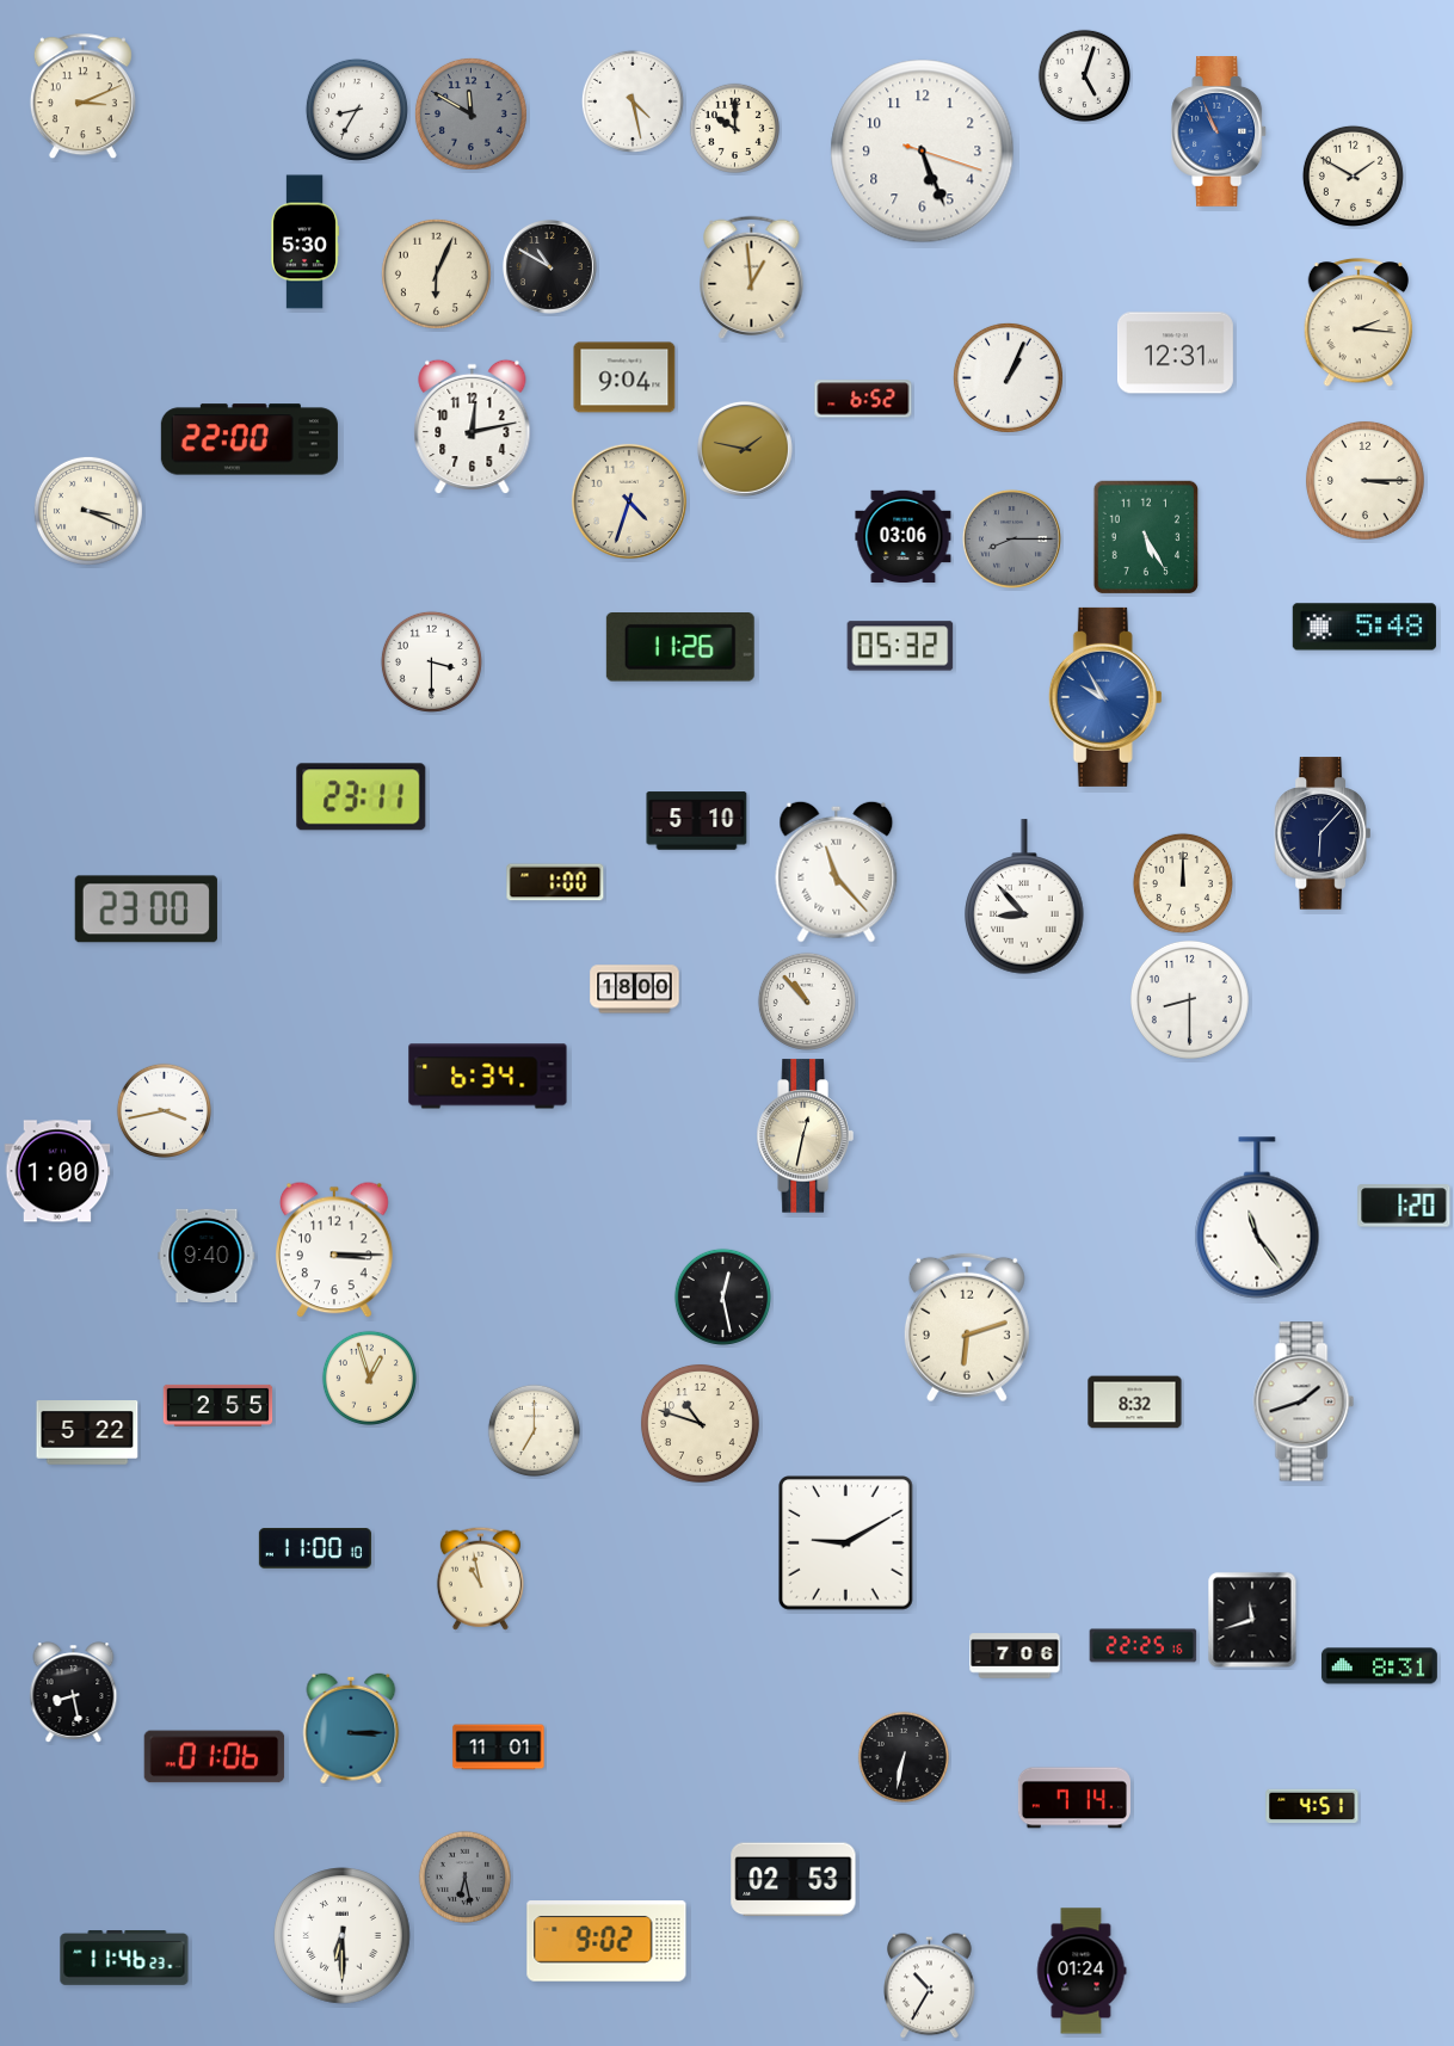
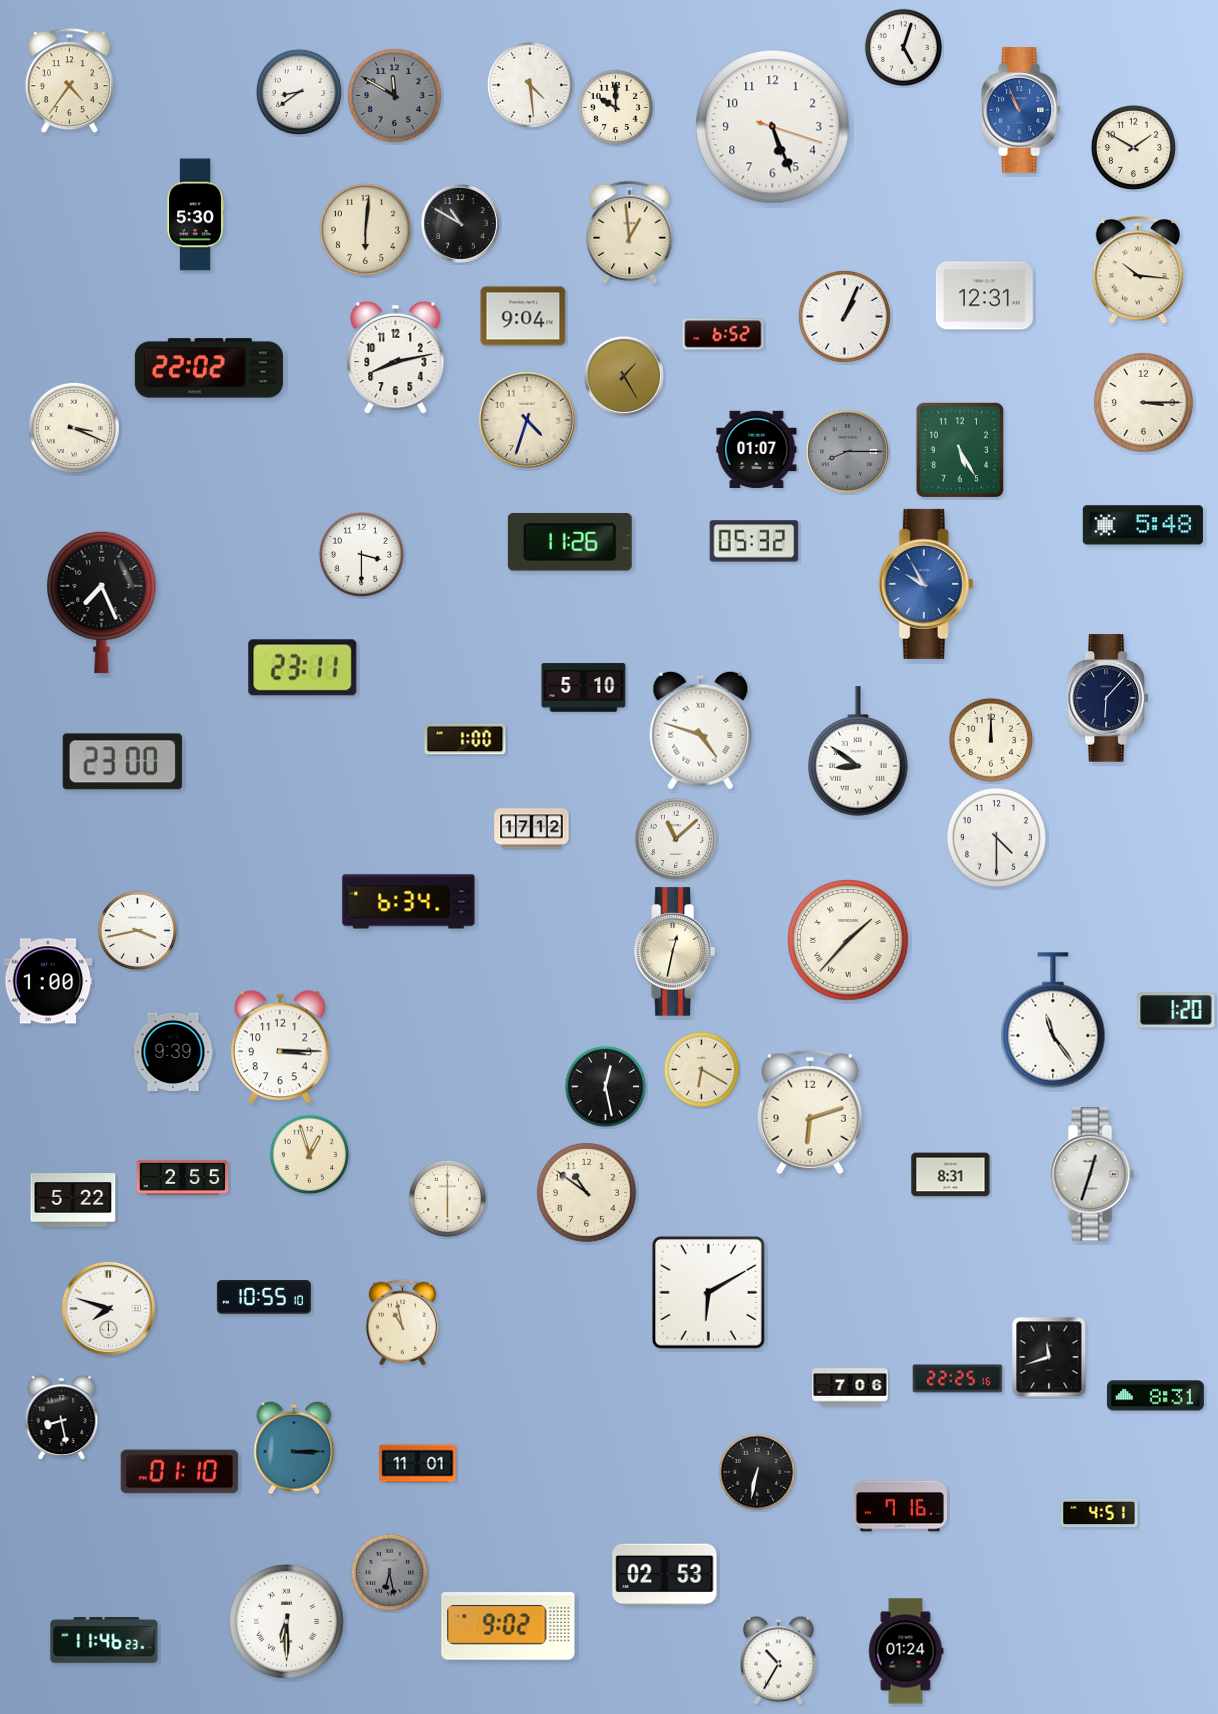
clock at (1084, 75) position: (1084, 75) -> (903, 47)
clock at (82, 97): 3:11 -> 4:36
clock at (633, 101): 4:28 -> 4:29
clock at (357, 110): 8:35 -> 8:39
clock at (304, 242) position: (304, 242) -> (195, 215)
clock at (436, 273): 6:04 -> 6:01
clock at (1357, 323): 2:16 -> 10:16
clock at (473, 427): 12:13 -> 8:13
clock at (249, 439): 22:00 -> 22:02
clock at (745, 449): 1:47 -> 1:25
clock at (904, 536): 03:06 -> 01:07
clock at (102, 602): none -> 7:26
clock at (837, 871): 11:23 -> 4:48
clock at (1024, 896): 8:53 -> 8:51
clock at (635, 990): 18:00 -> 17:12
clock at (1189, 999): 8:30 -> 4:30
clock at (807, 1002): 10:53 -> 11:08
clock at (848, 940): none -> 1:37
clock at (207, 1255): 9:40 -> 9:39
clock at (701, 1069): none -> 6:20
clock at (1304, 1401): 1:42 -> 12:33
clock at (1135, 1403): 8:32 -> 8:31
clock at (700, 1423): 10:48 -> 10:51
clock at (534, 1430): 7:00 -> 6:00
clock at (846, 1543): 9:10 -> 6:10
clock at (315, 1548): 11:00 -> 10:55
clock at (108, 1308): none -> 7:48
clock at (215, 1757): 01:06 -> 01:10
clock at (1074, 1798): 7:14 -> 7:16
clock at (930, 1986) position: (930, 1986) -> (779, 1661)
